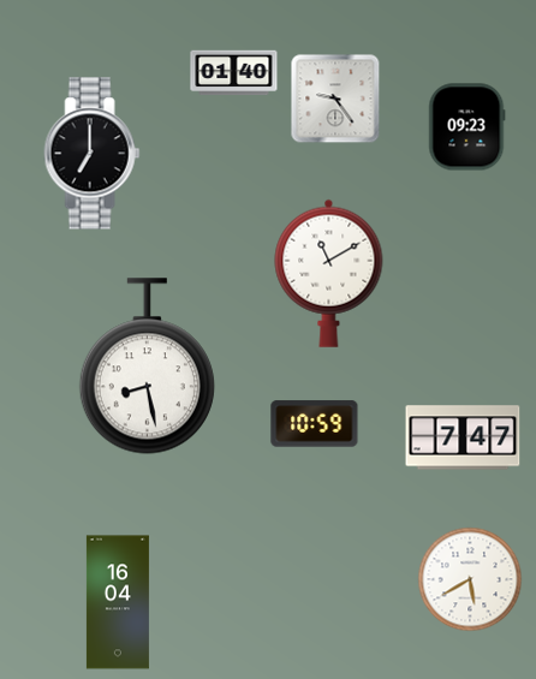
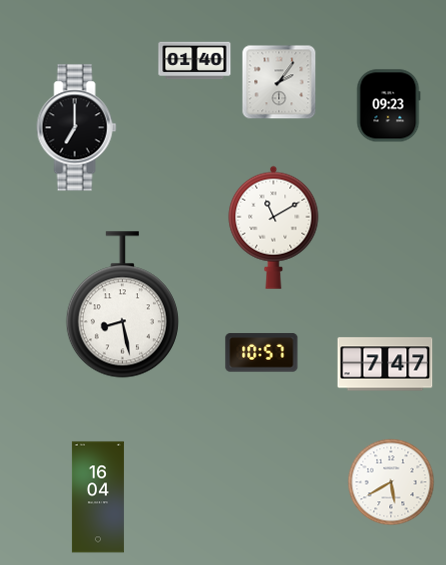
clock at (335, 99): 9:24 -> 2:06
clock at (315, 424): 10:59 -> 10:57
clock at (118, 602) position: (118, 602) -> (98, 497)
